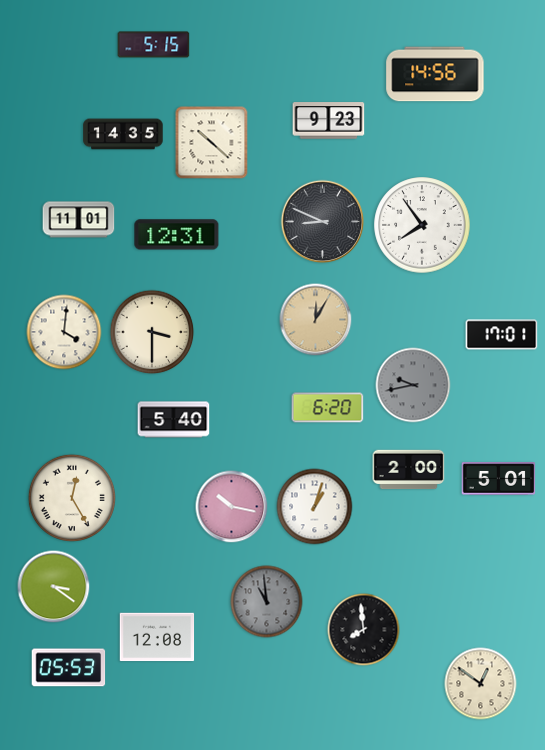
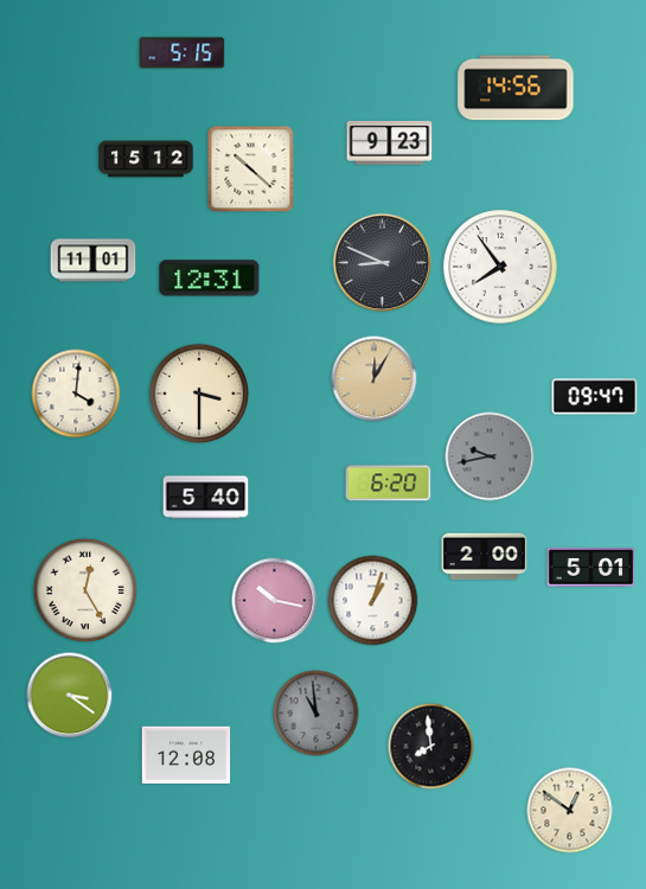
clock at (123, 134): 14:35 -> 15:12
clock at (152, 332) position: (152, 332) -> (199, 394)
clock at (502, 335): 17:01 -> 09:47
clock at (54, 587) position: (54, 587) -> (70, 696)
clock at (69, 668): 05:53 -> none
